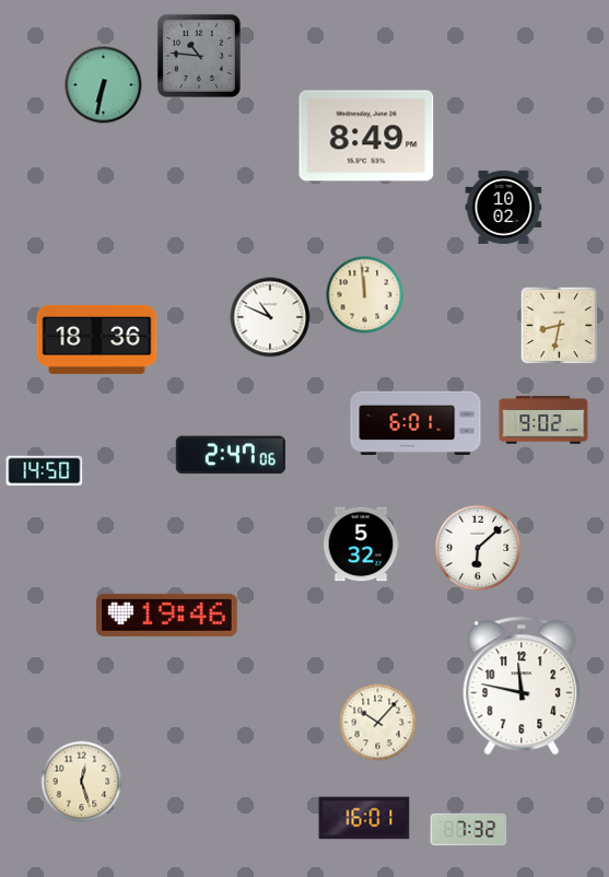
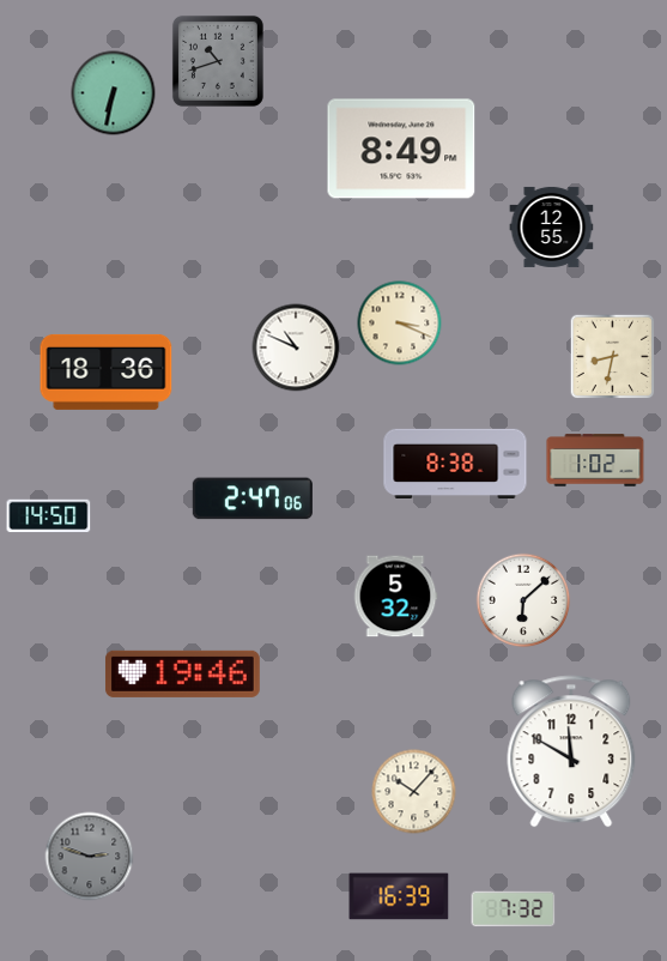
clock at (199, 56): 10:46 -> 10:42
clock at (504, 207): 10:02 -> 12:55
clock at (365, 295): 11:59 -> 3:19
clock at (543, 420): 9:02 -> 1:02
clock at (415, 422): 6:01 -> 8:38
clock at (522, 686): 11:47 -> 11:50
clock at (82, 782): 12:27 -> 2:48
clock at (82, 782) dial: cream -> grey
clock at (364, 818): 16:01 -> 16:39
